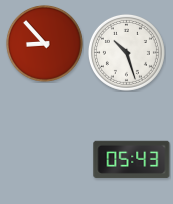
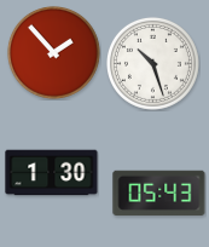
clock at (44, 43): 8:53 -> 1:53
clock at (52, 173): none -> 1:30
